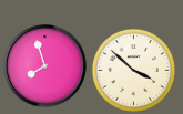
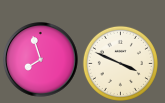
clock at (133, 70): 3:52 -> 3:49
